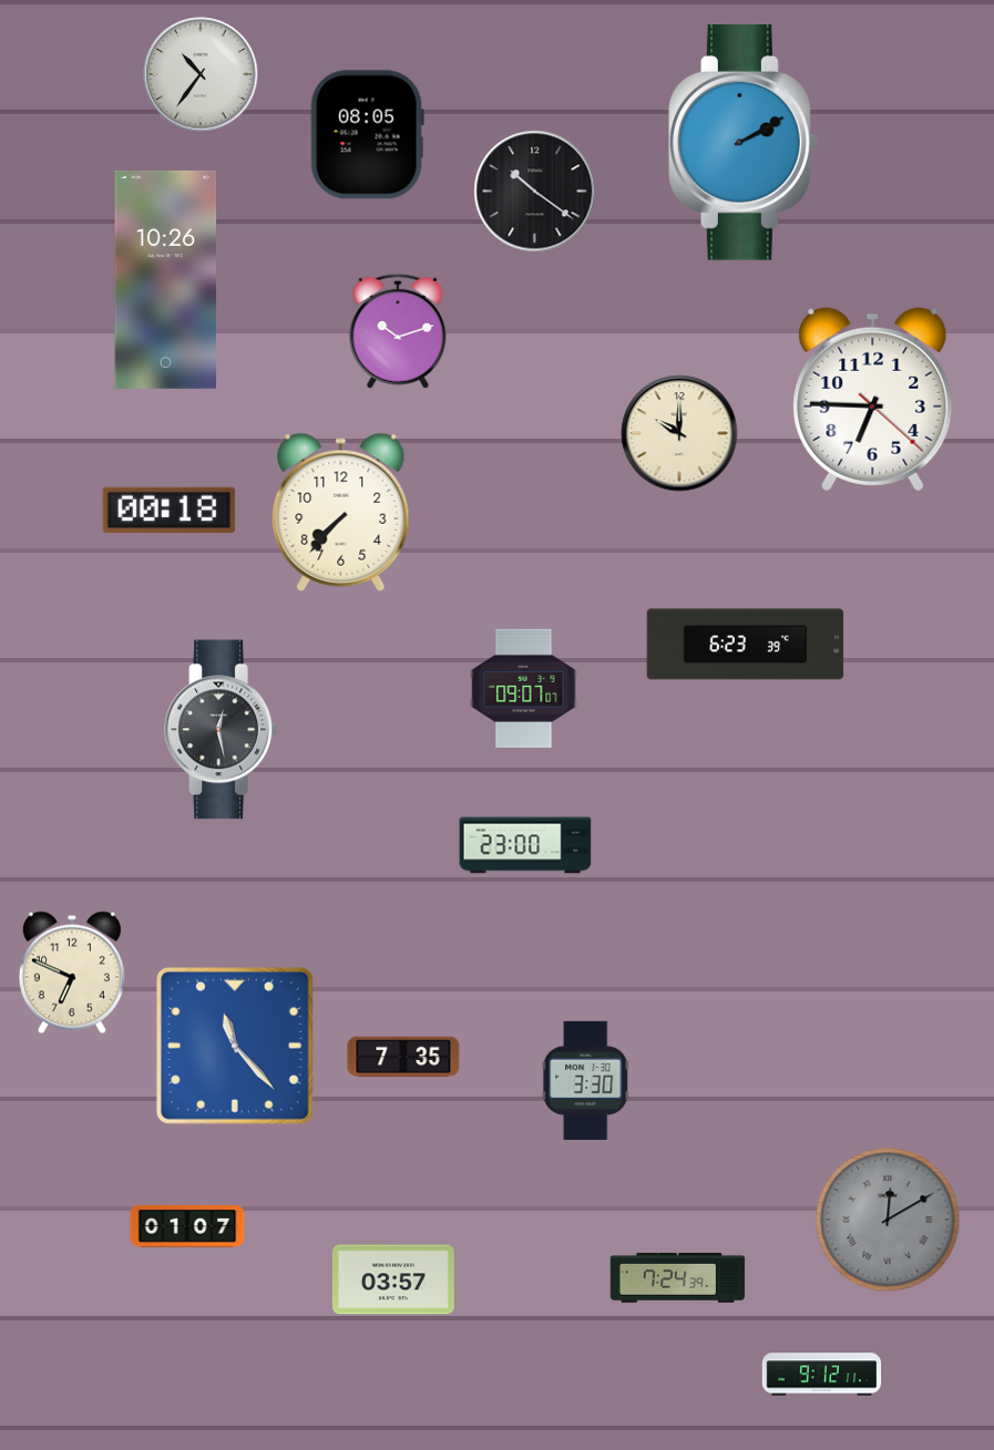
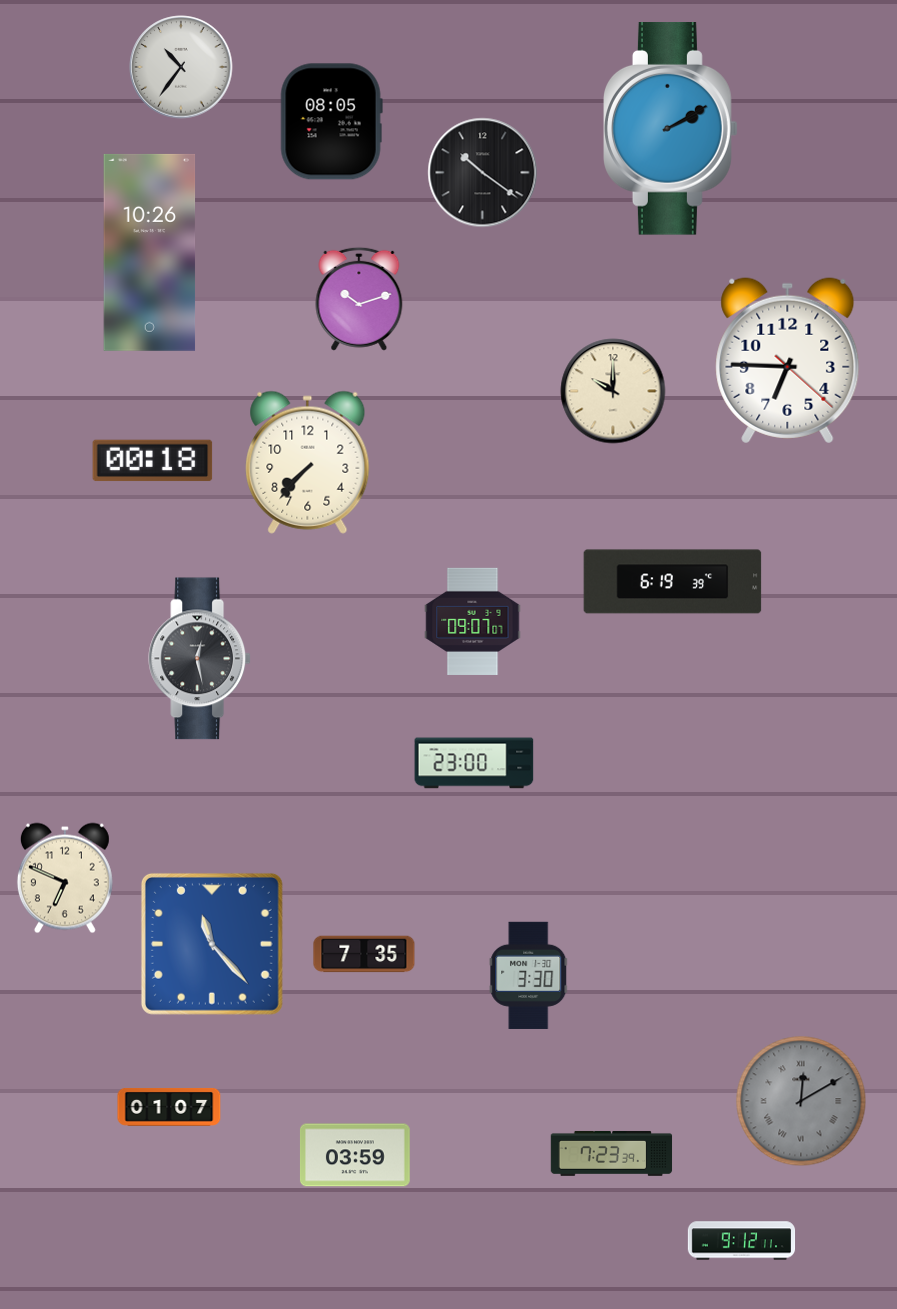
clock at (746, 645): 6:23 -> 6:19
clock at (678, 1278): 7:24 -> 7:23
clock at (393, 1279): 03:57 -> 03:59
